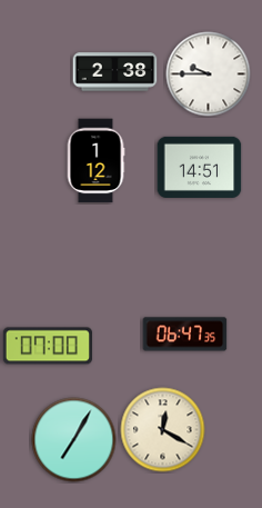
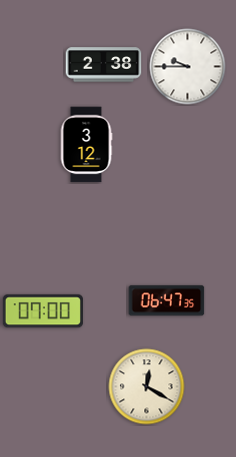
clock at (95, 161): 1:12 -> 3:12
clock at (200, 167): 14:51 -> none
clock at (74, 440): 7:05 -> none
